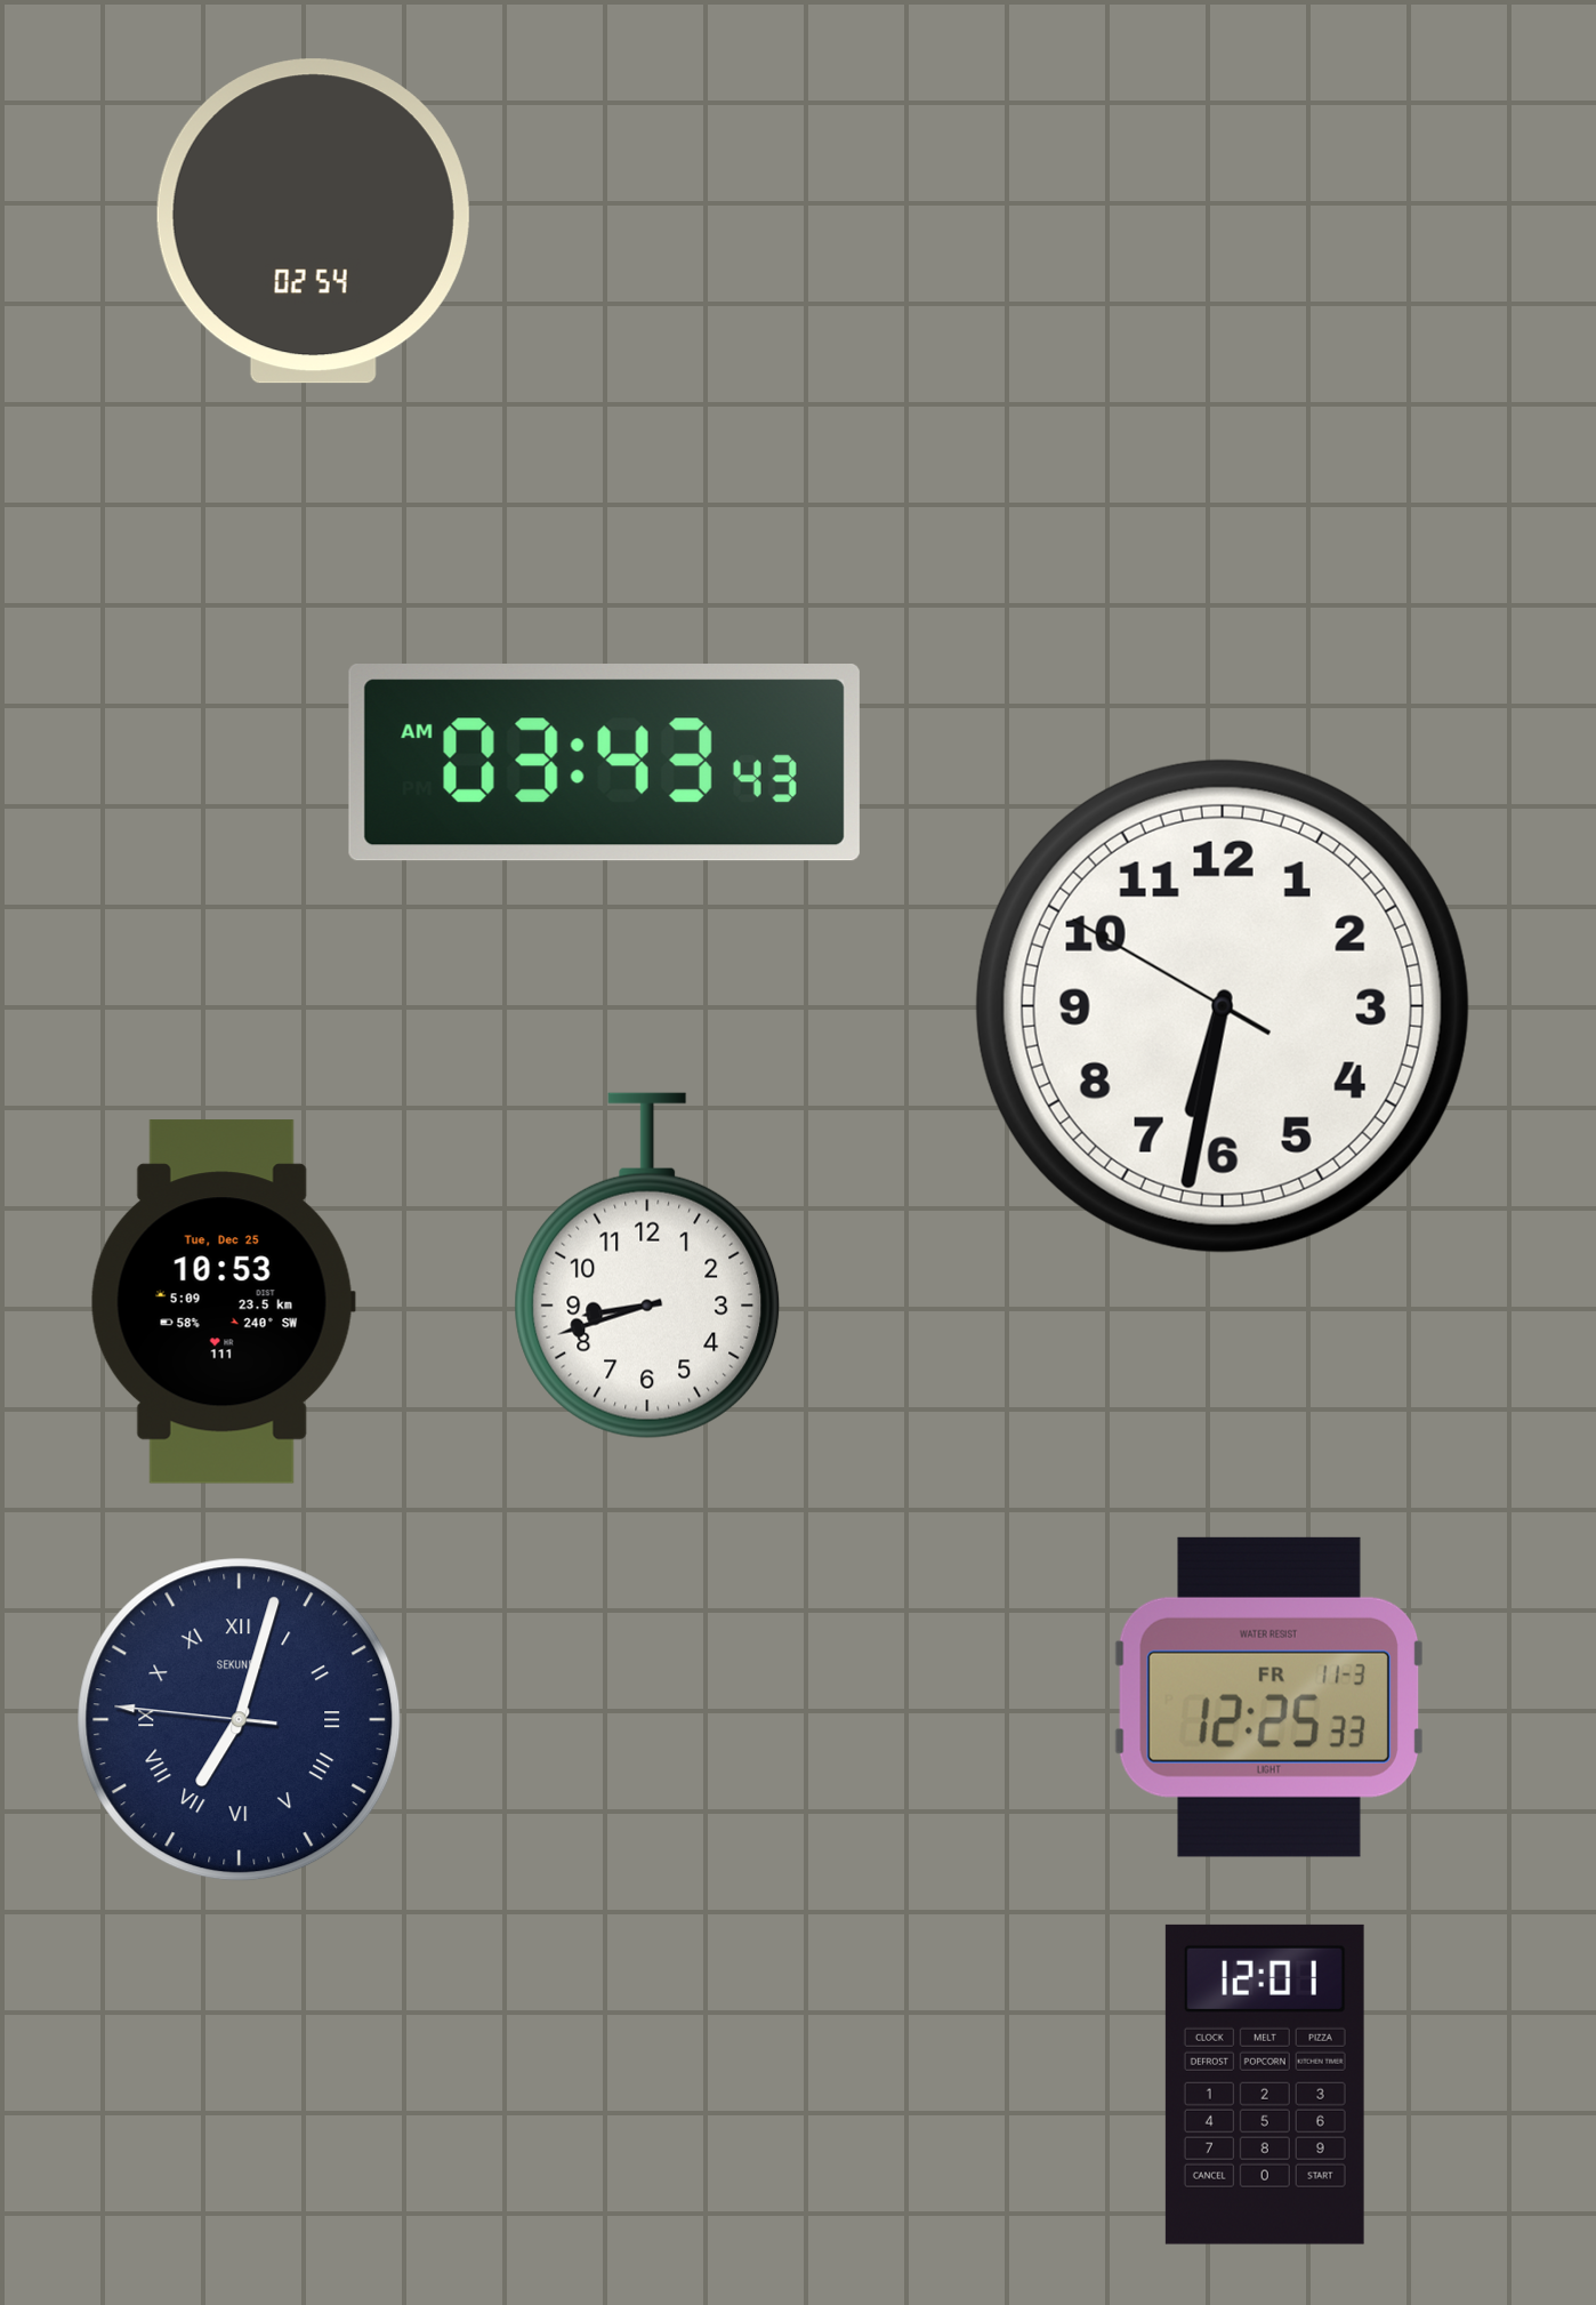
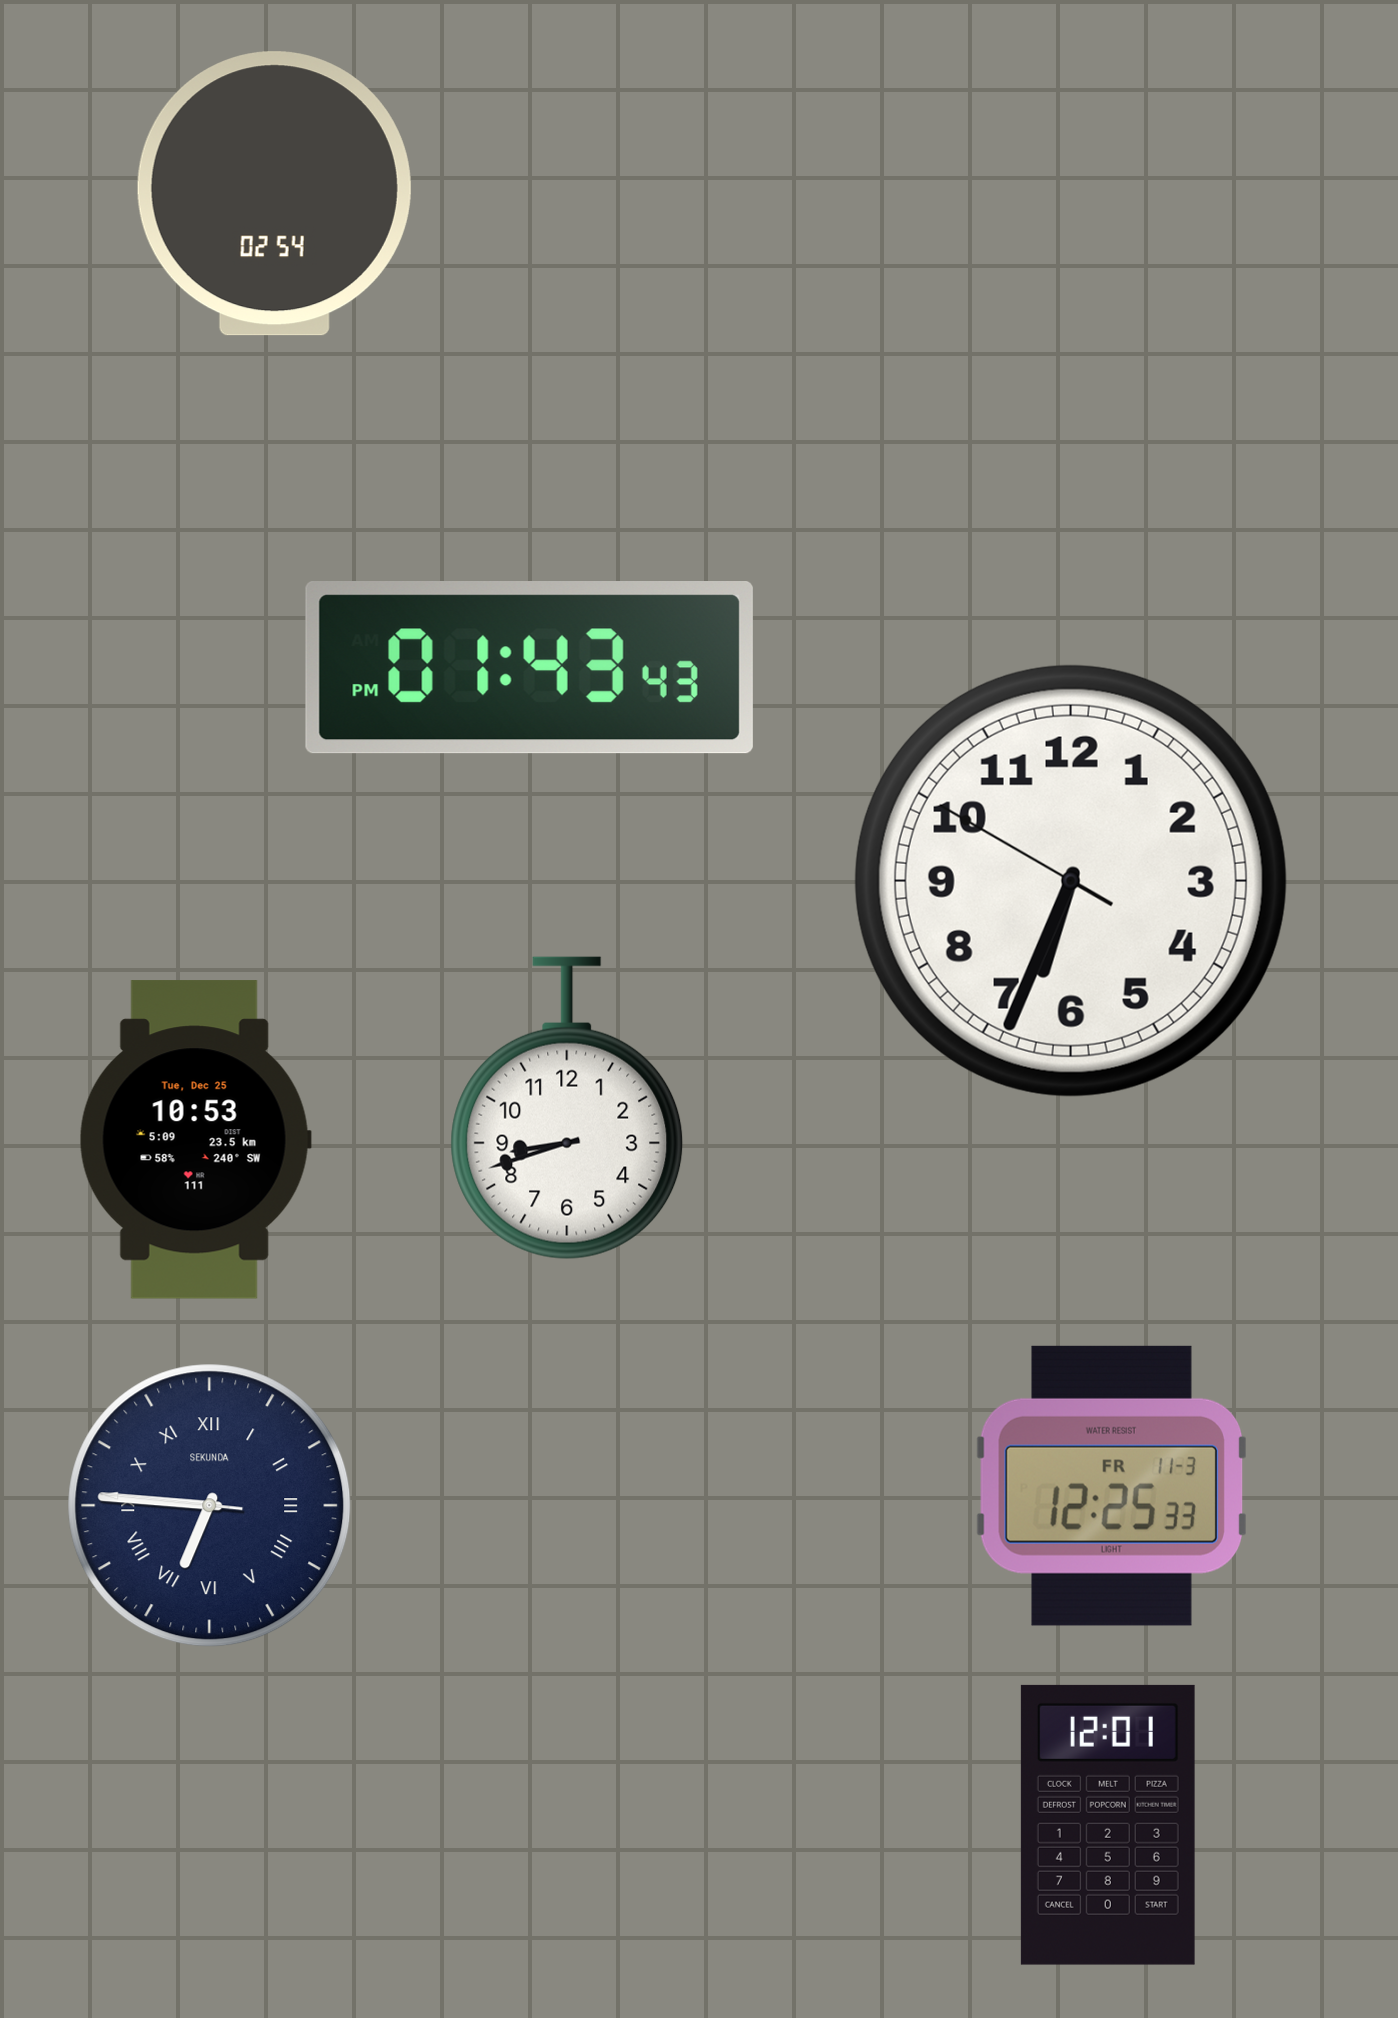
clock at (604, 763): 03:43 -> 01:43
clock at (1223, 1006): 6:31 -> 6:33
clock at (240, 1720): 7:02 -> 6:45
